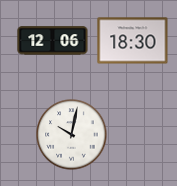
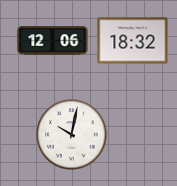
clock at (133, 41): 18:30 -> 18:32
